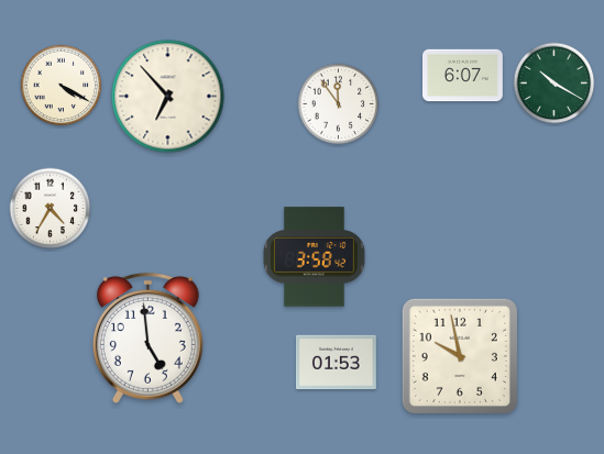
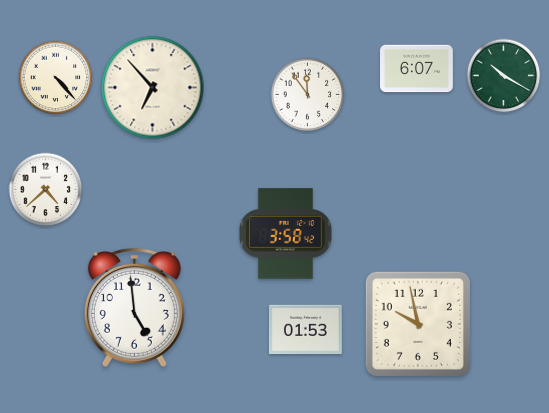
clock at (463, 76) position: (463, 76) -> (417, 69)
clock at (62, 86): 4:20 -> 4:23
clock at (51, 209): 4:35 -> 4:38
